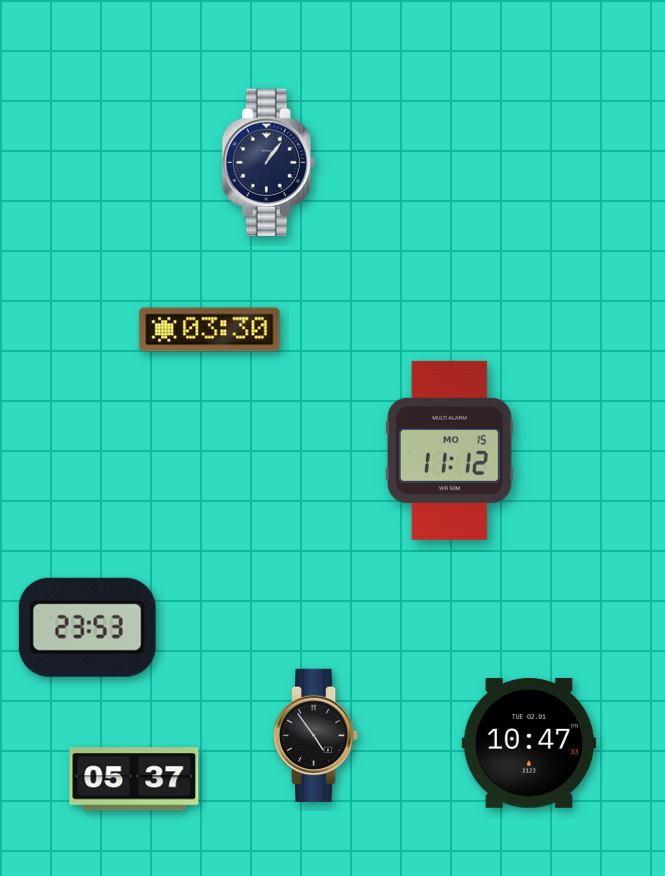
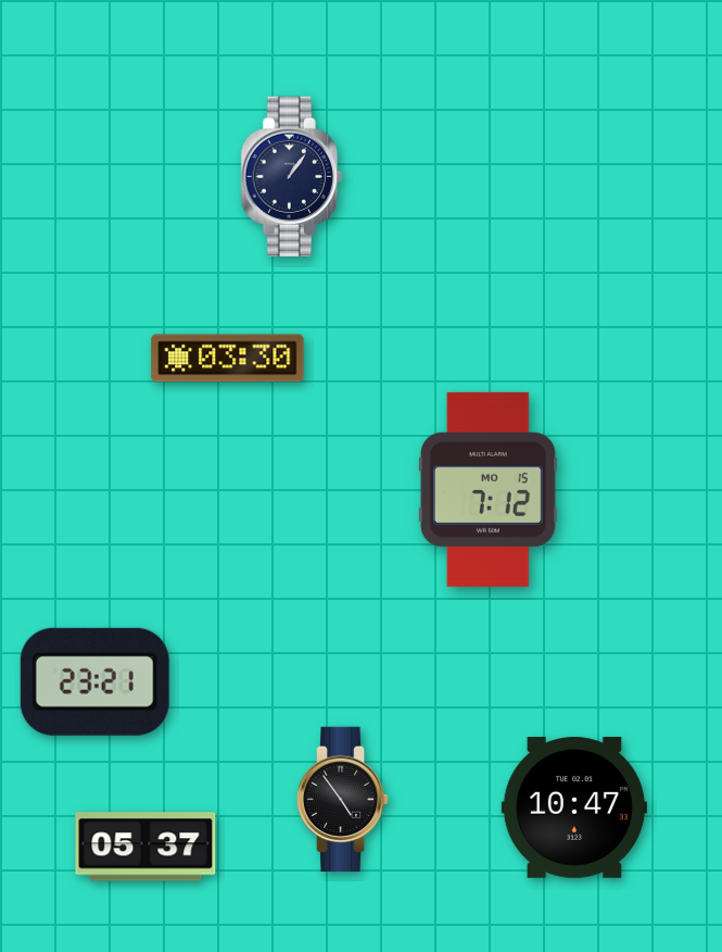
clock at (449, 450): 11:12 -> 7:12
clock at (87, 627): 23:53 -> 23:21
